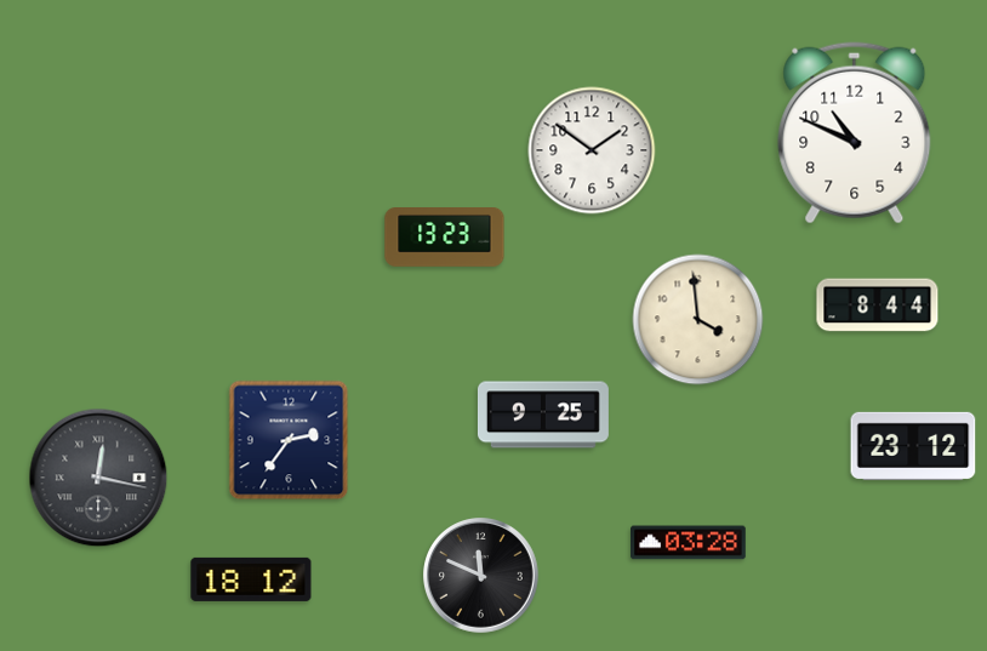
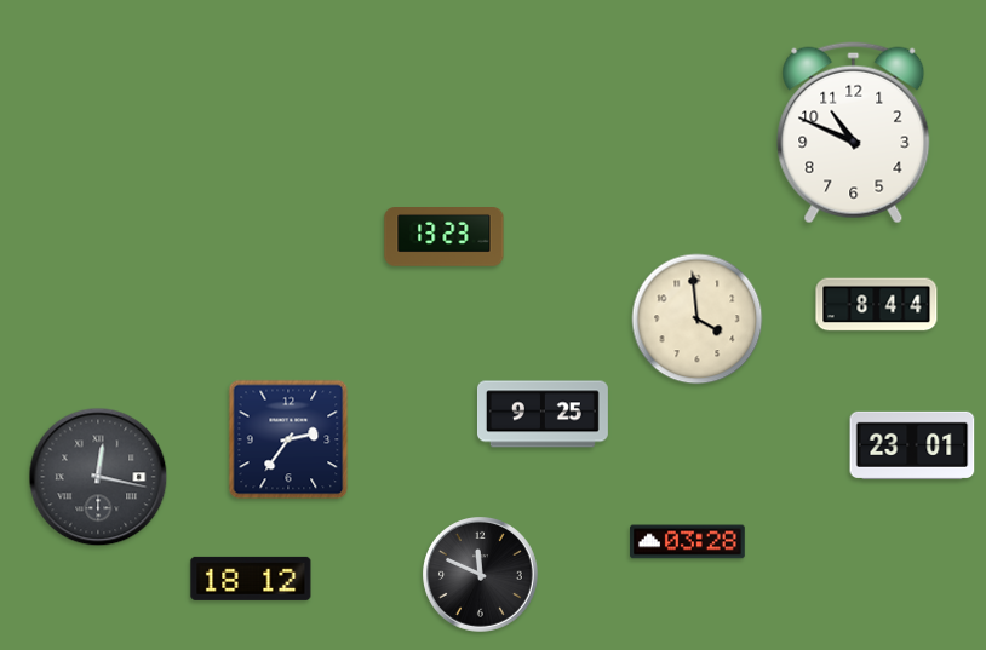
clock at (592, 150): 1:51 -> none
clock at (913, 446): 23:12 -> 23:01
